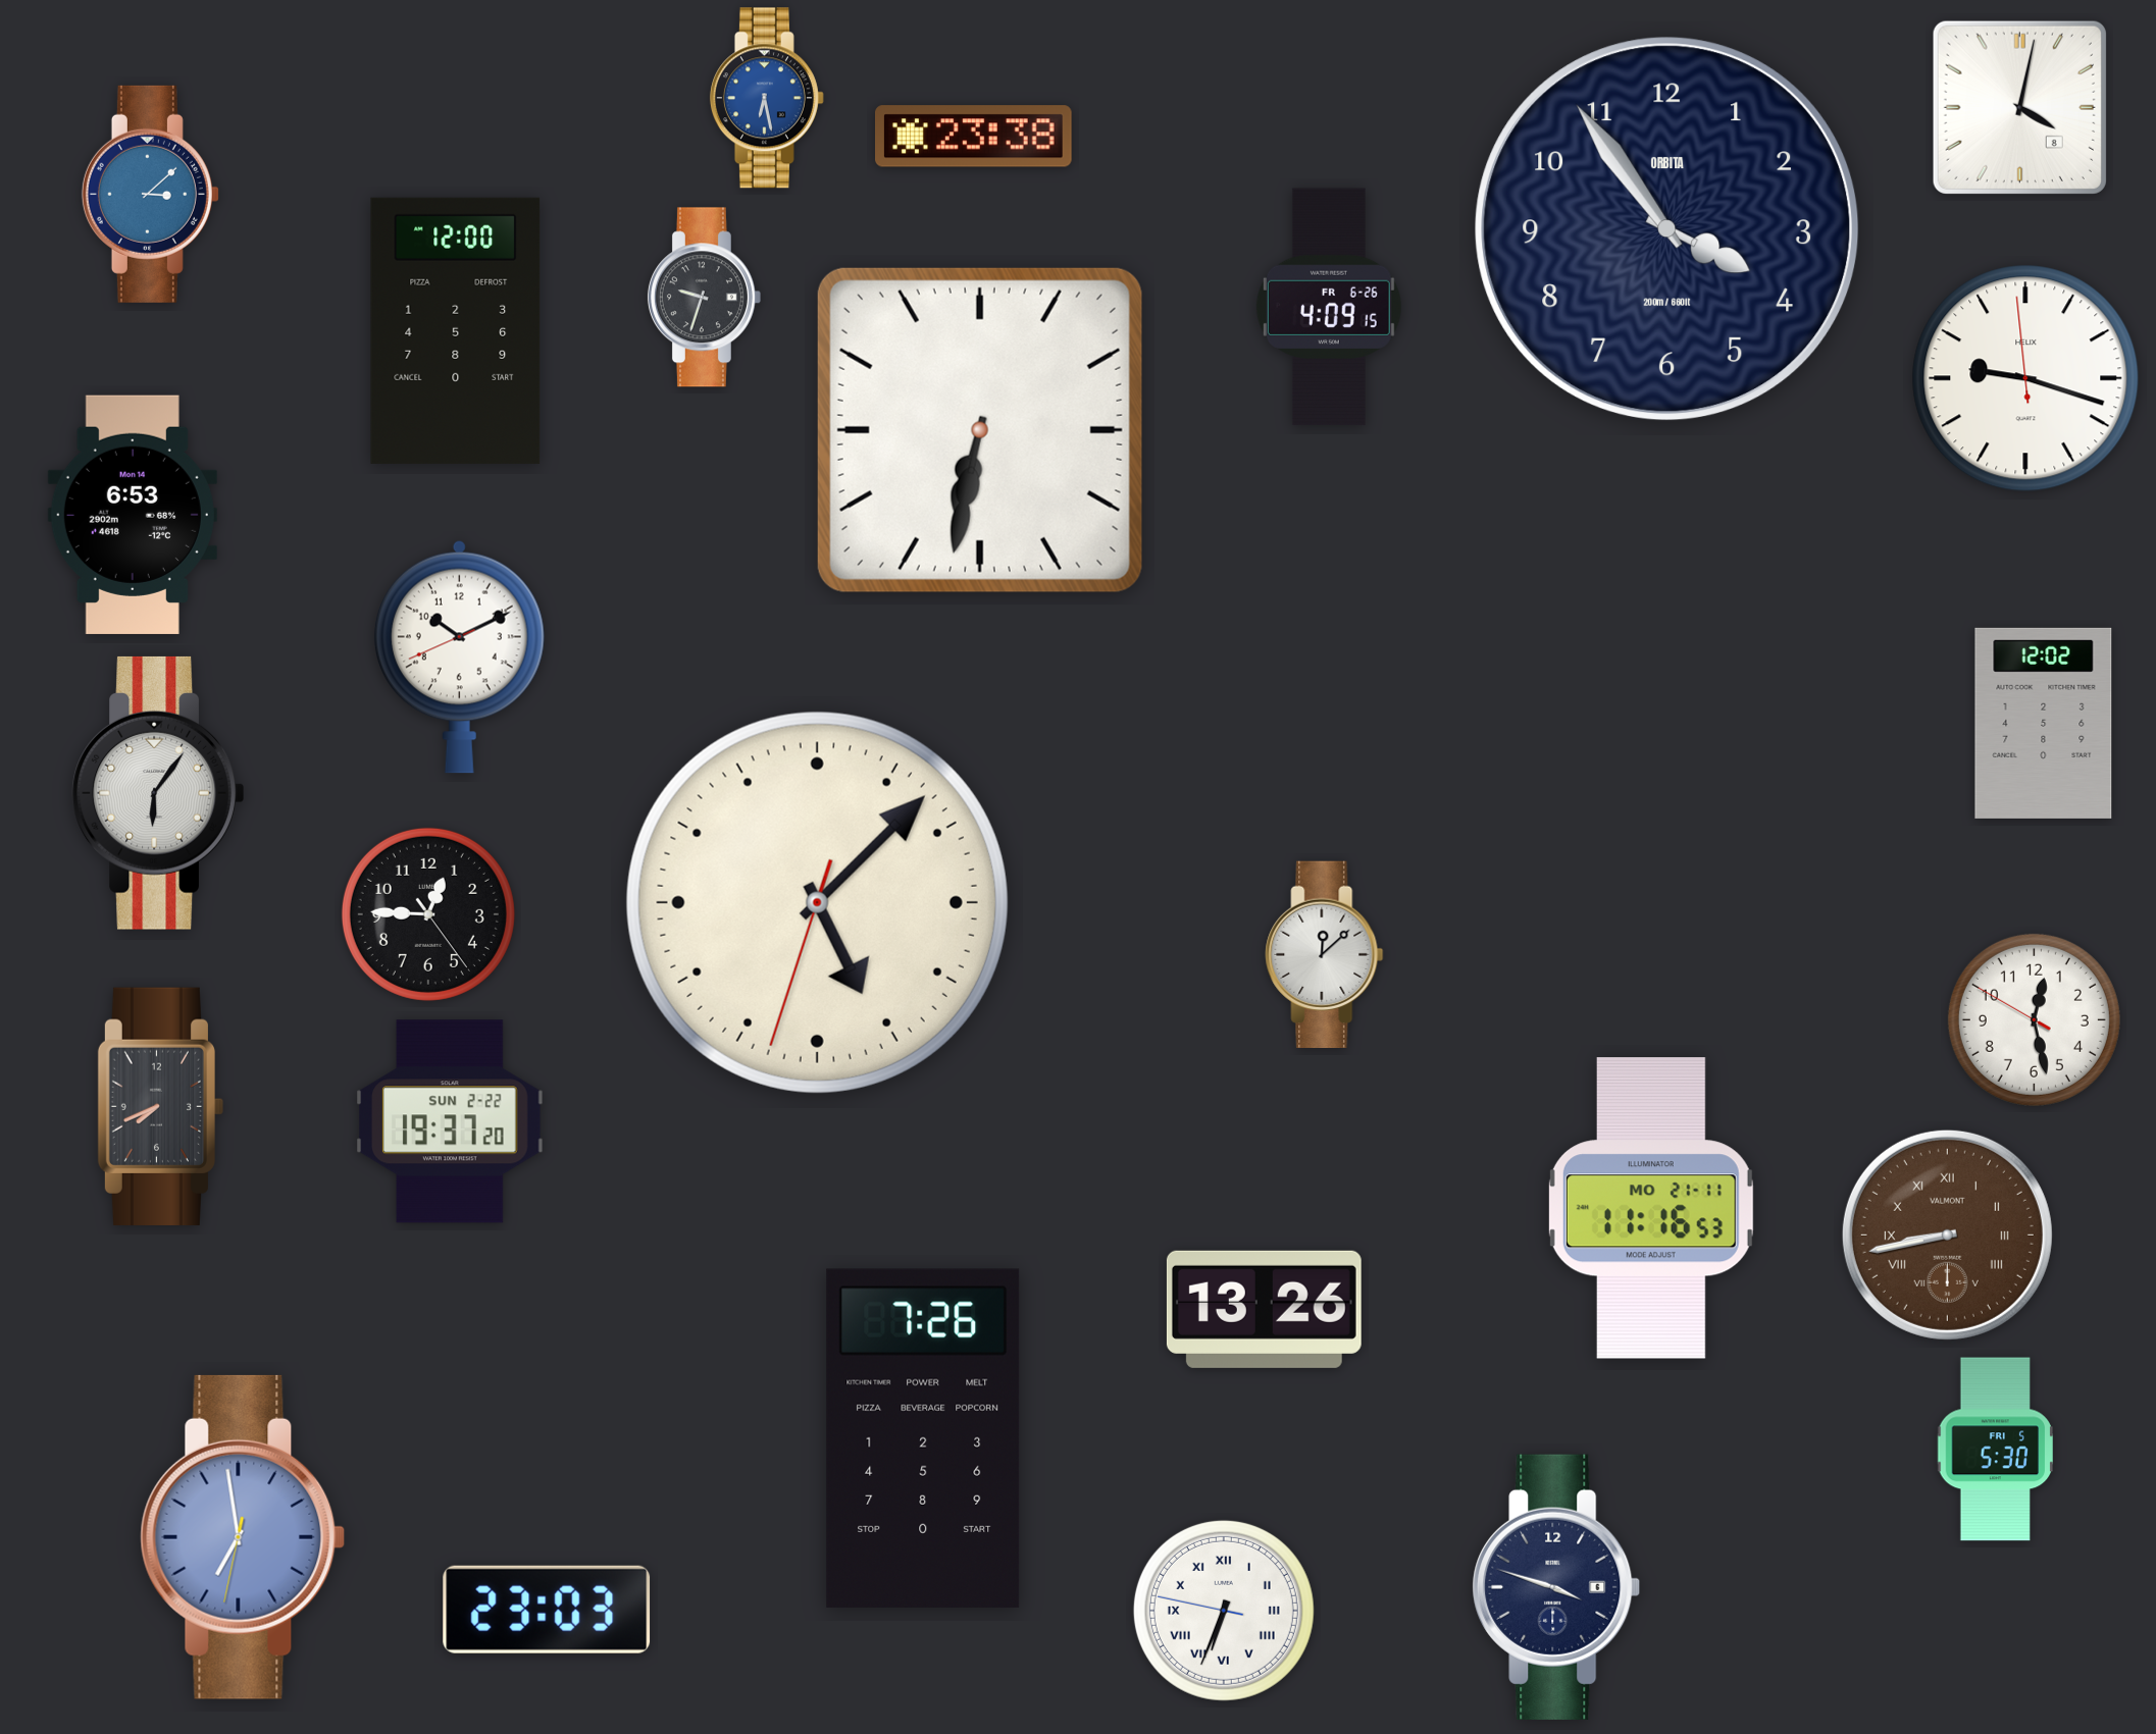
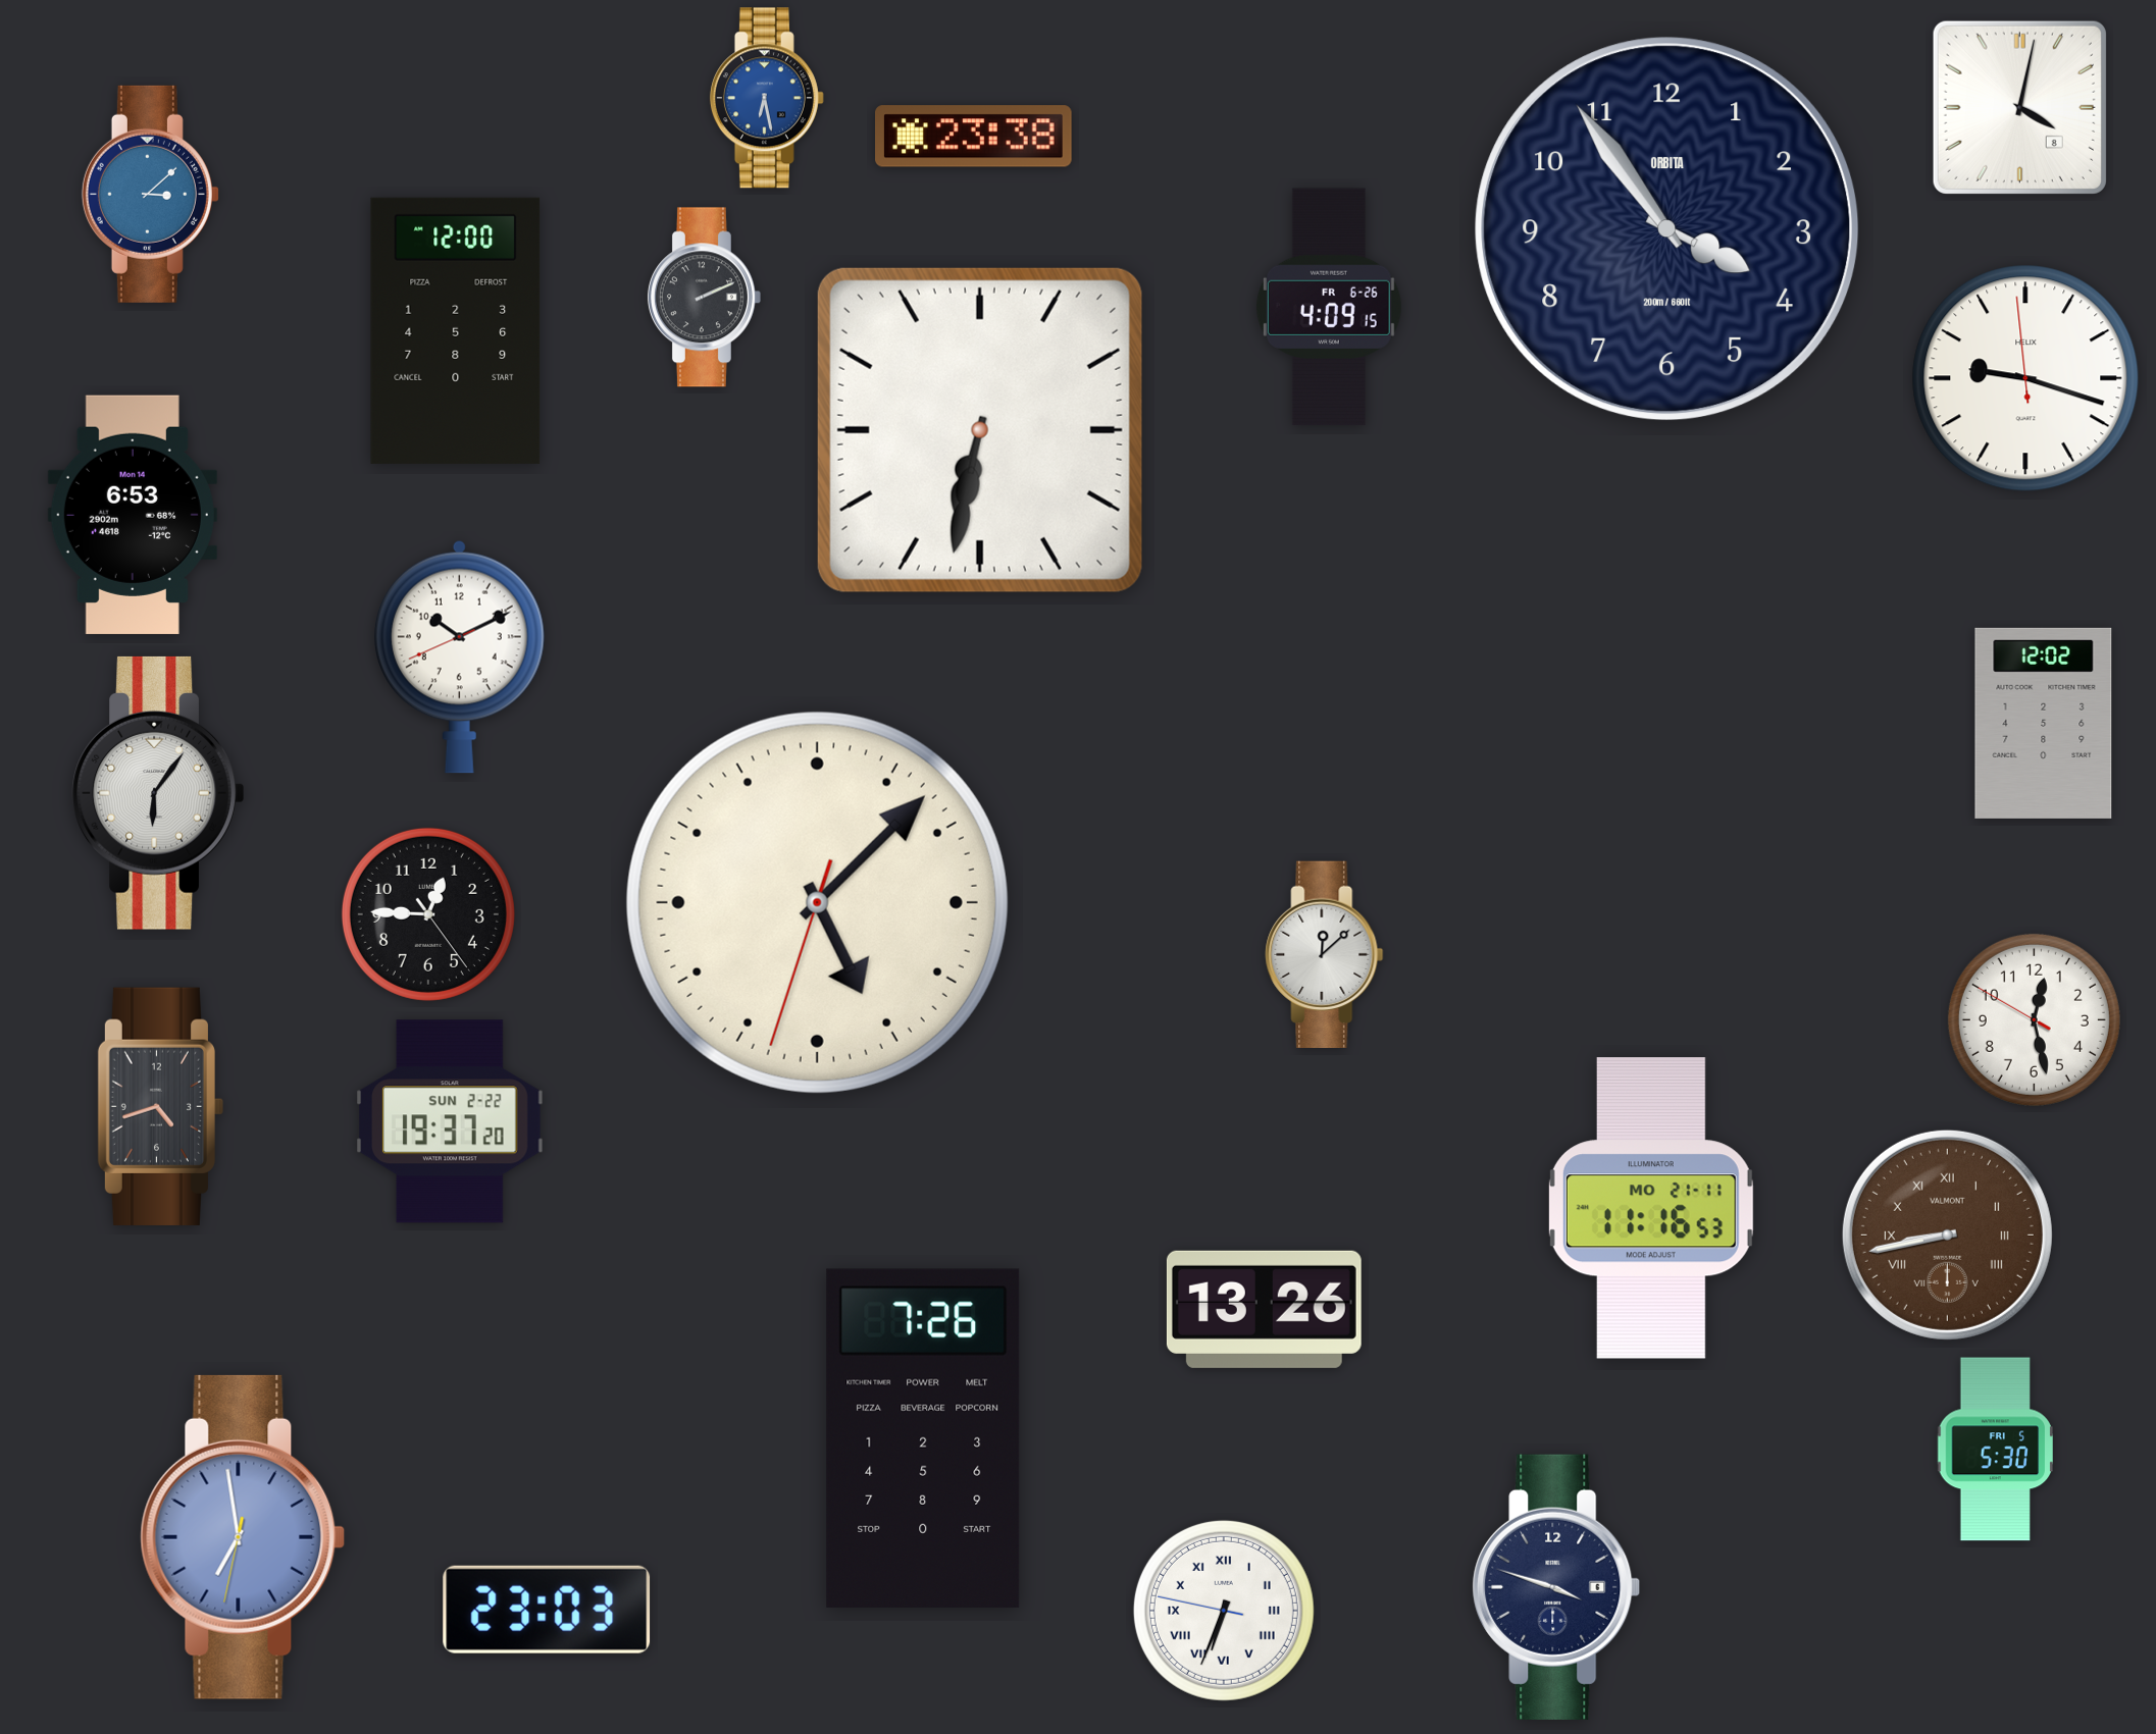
clock at (704, 298): 9:33 -> 2:11
clock at (160, 1106): 7:41 -> 4:42
